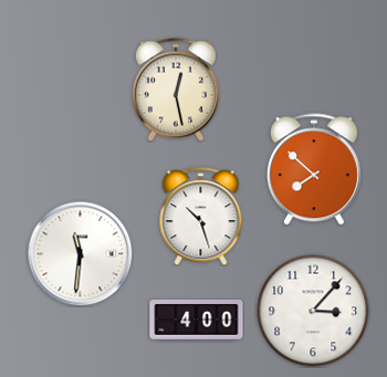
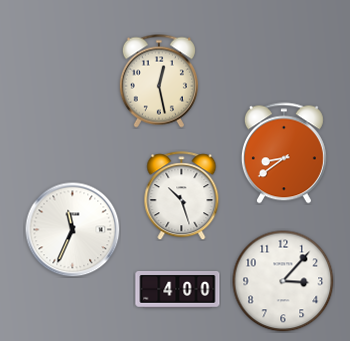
clock at (314, 169): 7:52 -> 8:39
clock at (80, 253): 11:31 -> 11:34
